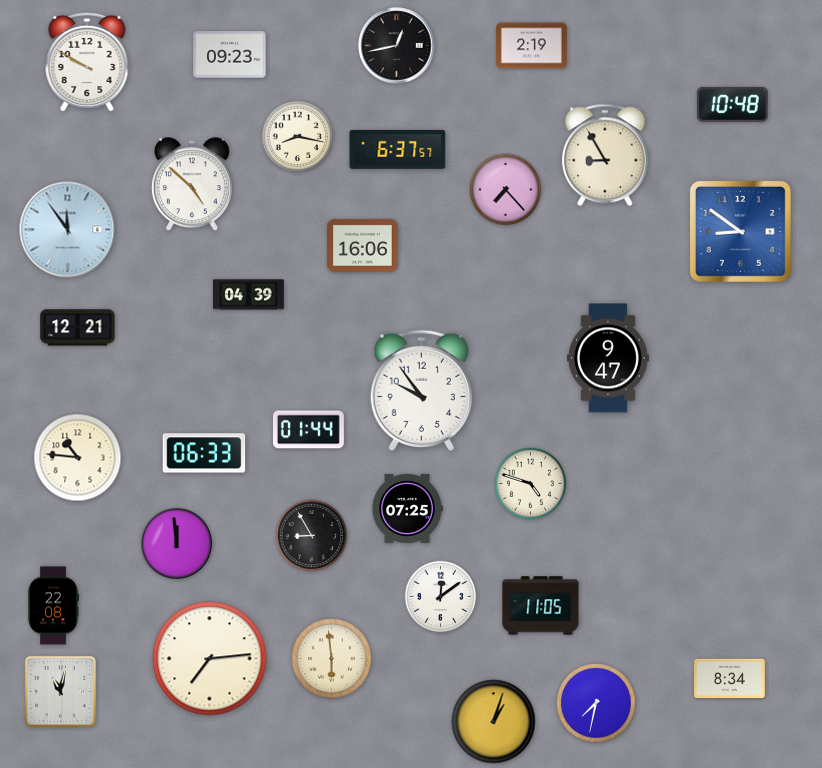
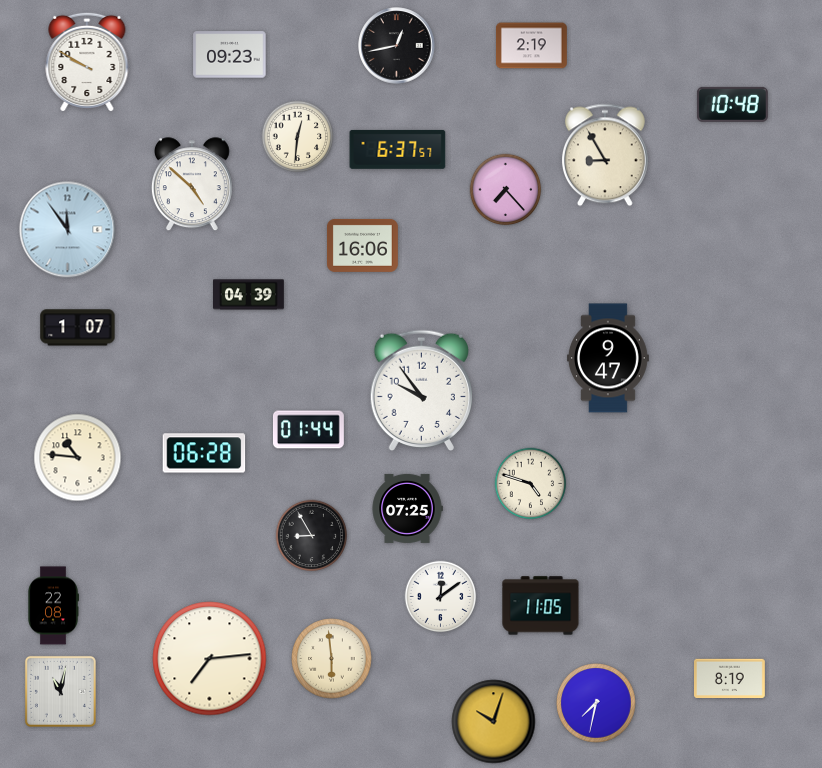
clock at (298, 137): 8:17 -> 12:31
clock at (740, 231): 8:51 -> none
clock at (78, 328): 12:21 -> 1:07
clock at (204, 453): 06:33 -> 06:28
clock at (177, 544): 11:59 -> none
clock at (730, 679): 8:34 -> 8:19
clock at (494, 722): 1:03 -> 10:03
